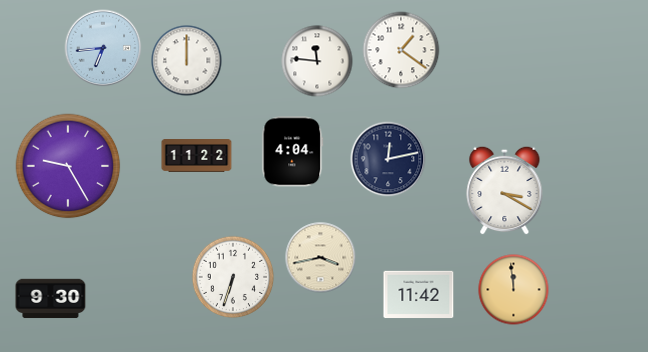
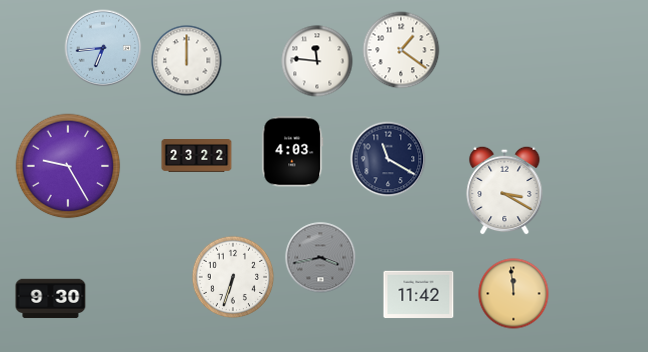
clock at (293, 152): 4:04 -> 4:03
clock at (197, 156): 11:22 -> 23:22
clock at (388, 159): 12:13 -> 11:20
clock at (321, 258) dial: cream -> grey
clock at (514, 290) position: (514, 290) -> (514, 294)
